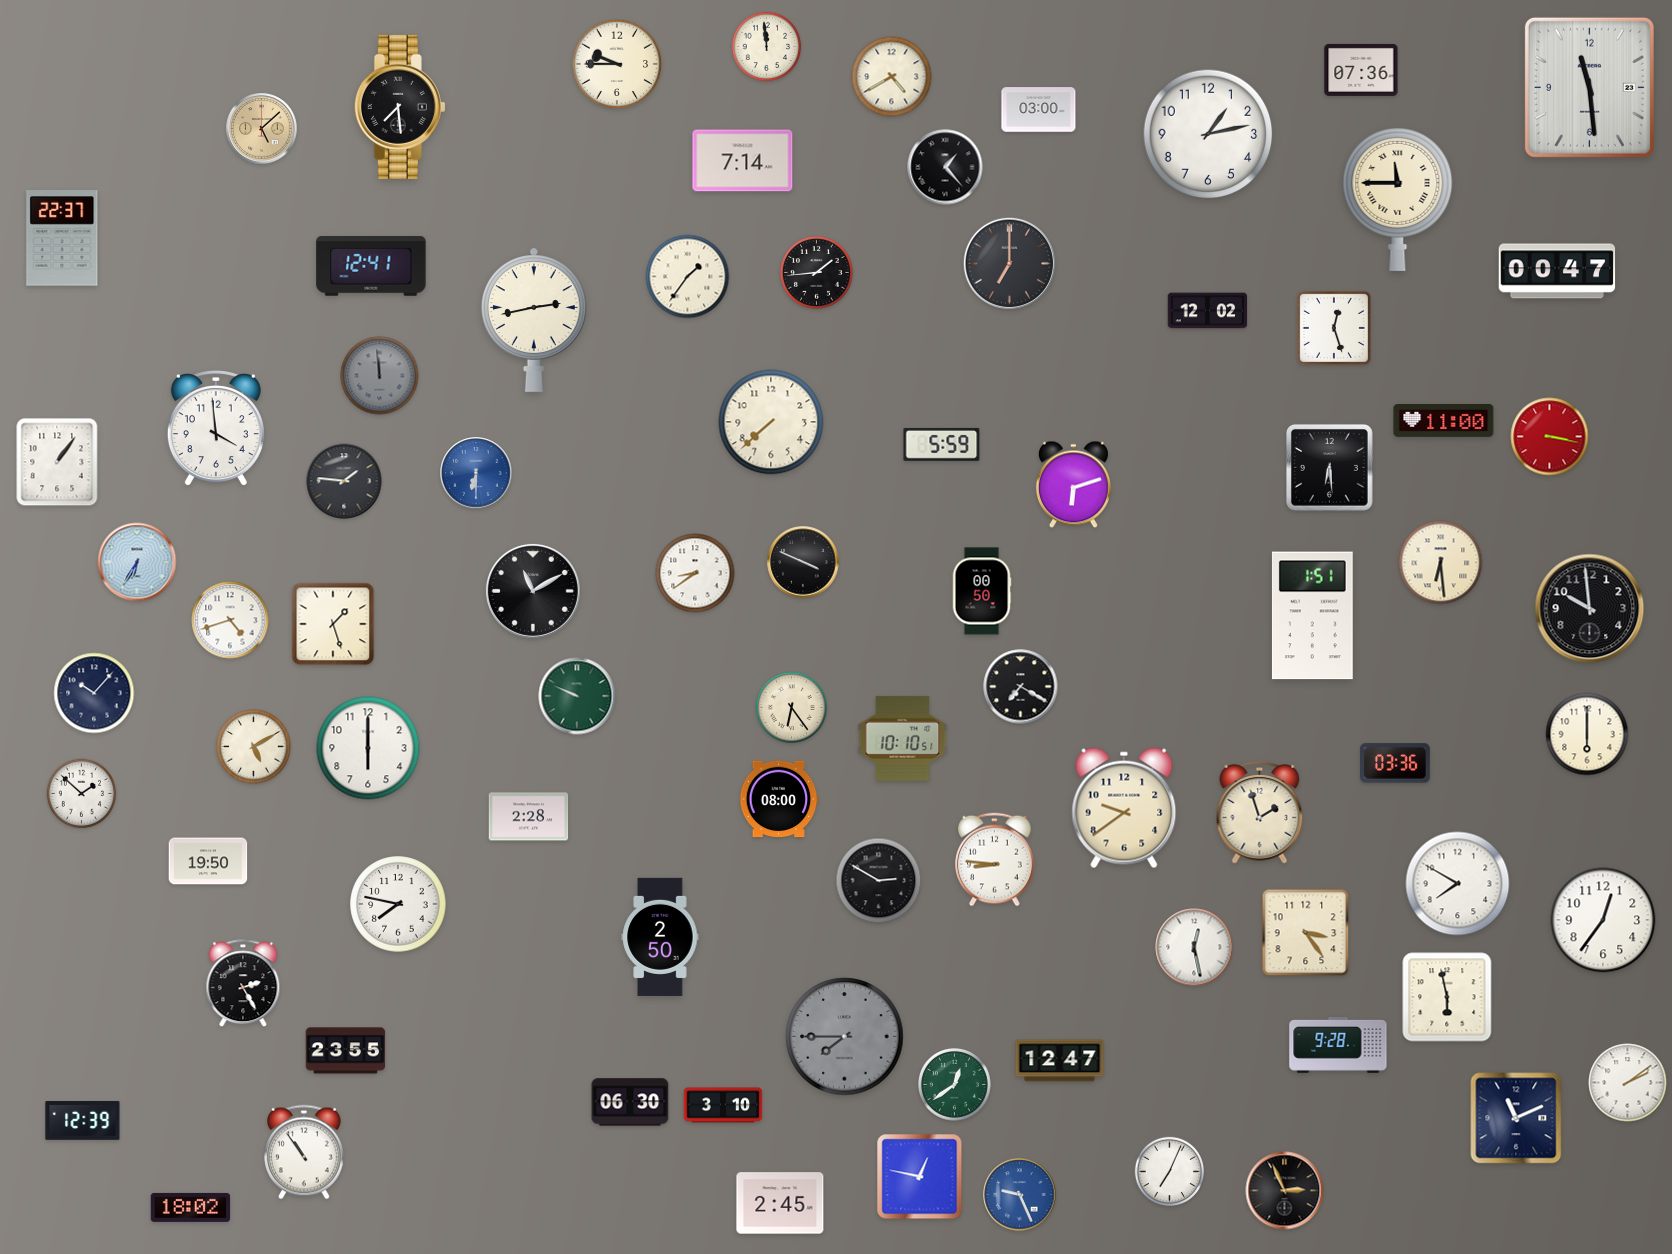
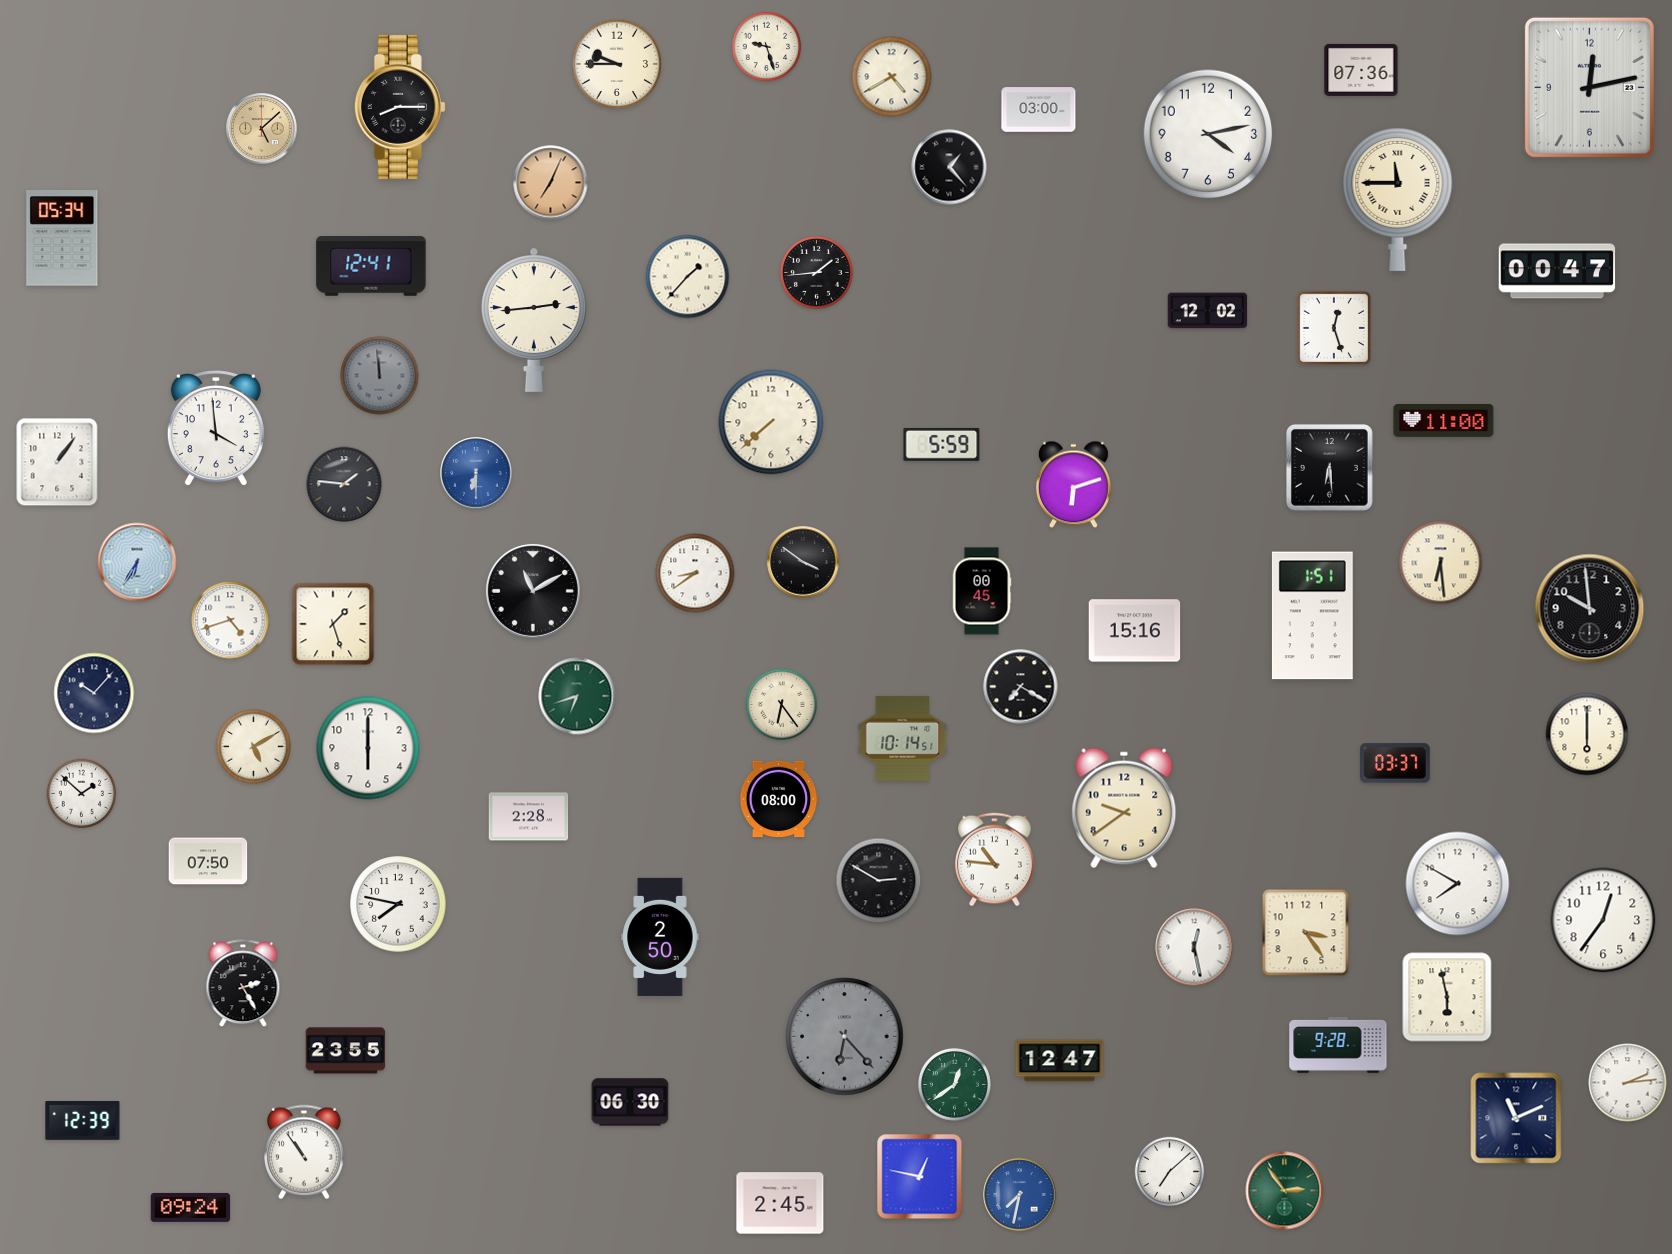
clock at (767, 47): 11:59 -> 9:27
clock at (1589, 87): 11:29 -> 12:13
clock at (400, 107): 7:29 -> 8:15
clock at (1208, 134): 1:13 -> 4:13
clock at (743, 161): 7:14 -> none
clock at (945, 167) position: (945, 167) -> (949, 167)
clock at (551, 183): none -> 7:04
clock at (62, 239): 22:37 -> 05:34
clock at (1009, 263): 7:00 -> none
clock at (688, 277): 1:36 -> 1:37
clock at (535, 320): 2:43 -> 2:44
clock at (1550, 437): 3:17 -> none
clock at (344, 481) position: (344, 481) -> (344, 484)
clock at (803, 562): 3:49 -> 3:51
clock at (982, 591): 00:50 -> 00:45
clock at (1135, 631): none -> 15:16
clock at (577, 696): 9:49 -> 6:42
clock at (791, 707) position: (791, 707) -> (781, 704)
clock at (903, 738): 10:10 -> 10:14
clock at (1396, 763): 03:36 -> 03:37
clock at (1260, 813): 1:57 -> none
clock at (995, 860): 8:46 -> 10:46
clock at (208, 861): 19:50 -> 07:50
clock at (845, 1037): 7:45 -> 6:23
clock at (1628, 1083): 2:09 -> 2:14
clock at (723, 1105): 3:10 -> none
clock at (1170, 1172): 7:04 -> 7:08
clock at (1285, 1191): 2:56 -> 2:54
clock at (1285, 1191) dial: black -> green
clock at (1020, 1195): 9:26 -> 7:32
clock at (191, 1207): 18:02 -> 09:24
